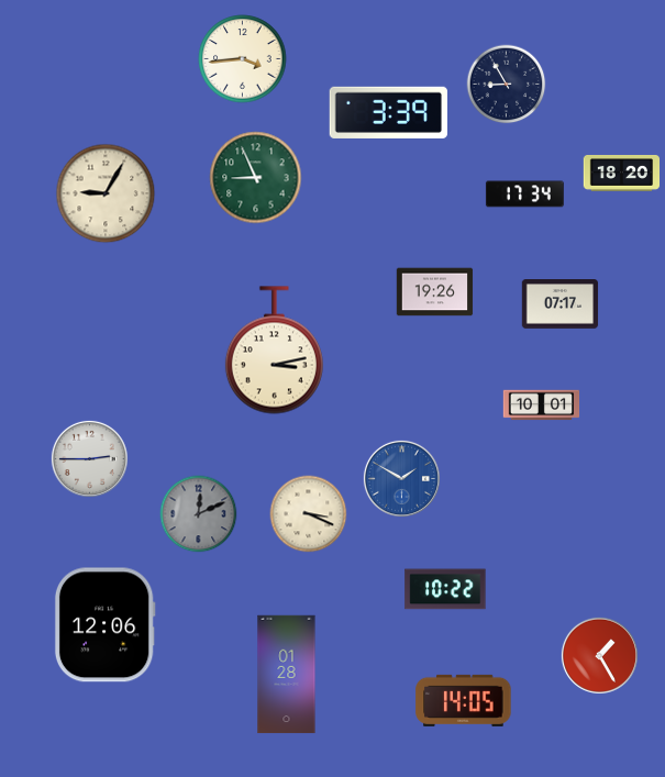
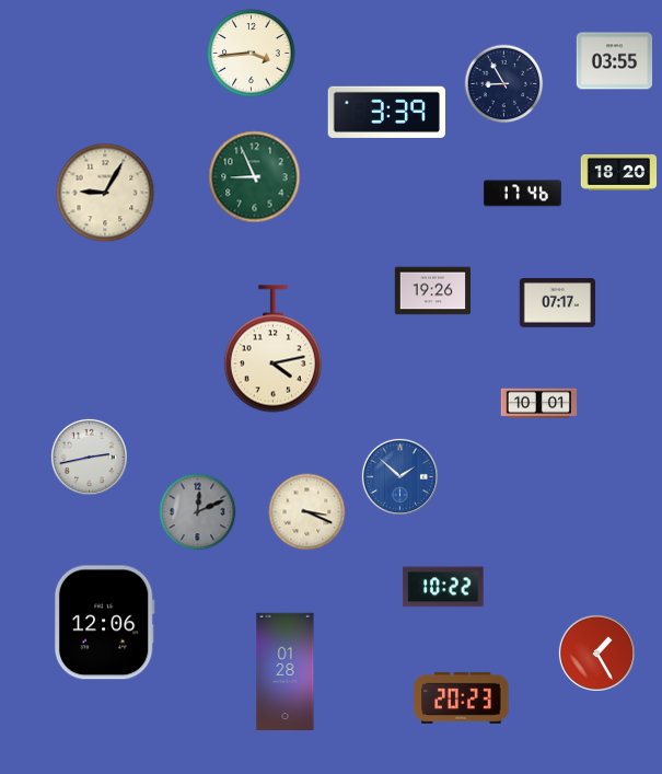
clock at (243, 59) position: (243, 59) -> (252, 54)
clock at (615, 61): none -> 03:55
clock at (524, 195): 17:34 -> 17:46
clock at (274, 351): 3:13 -> 4:13
clock at (89, 458): 2:45 -> 2:43
clock at (401, 478): 1:50 -> 1:52
clock at (464, 700): 14:05 -> 20:23
